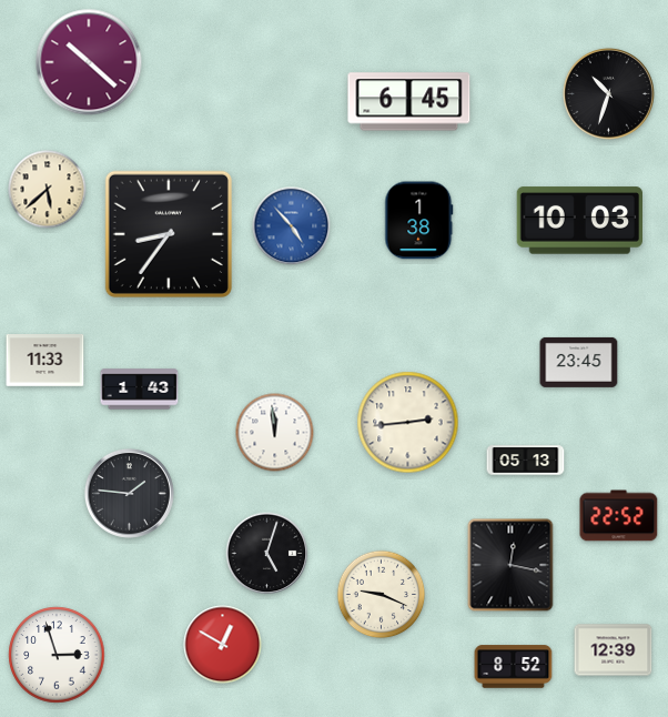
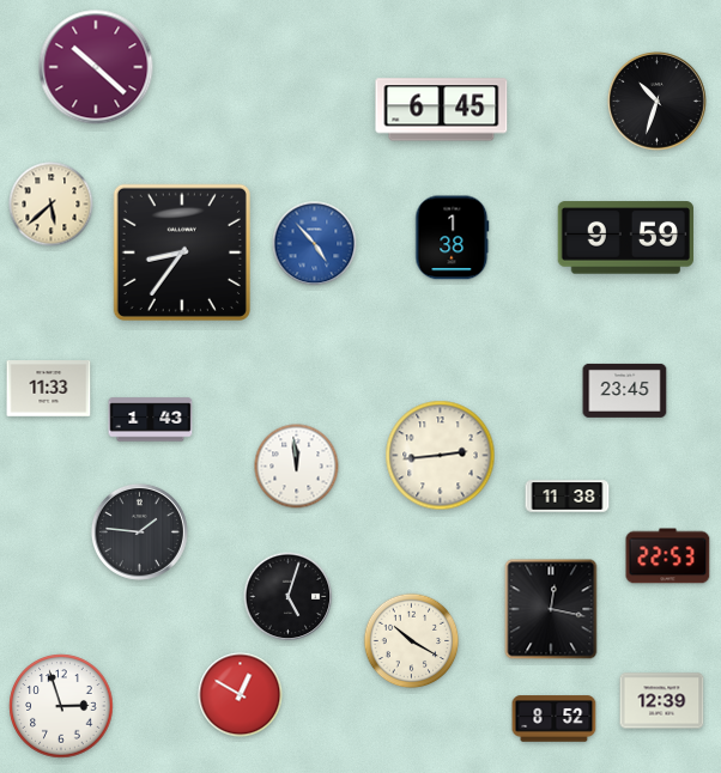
clock at (579, 221): 10:03 -> 9:59
clock at (526, 461): 05:13 -> 11:38
clock at (619, 516): 22:52 -> 22:53
clock at (382, 595): 9:19 -> 10:20
